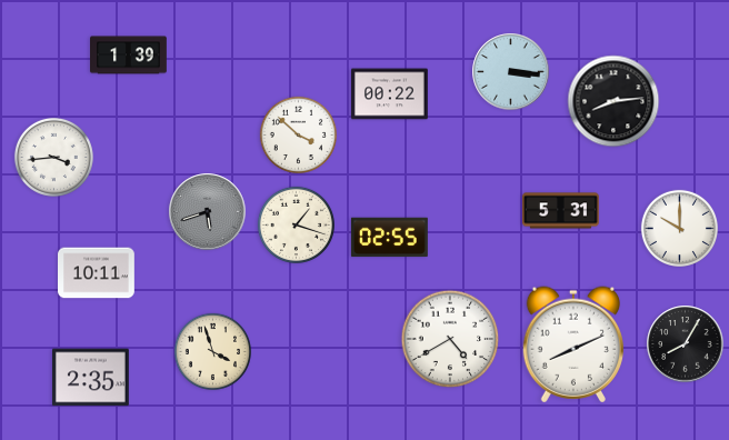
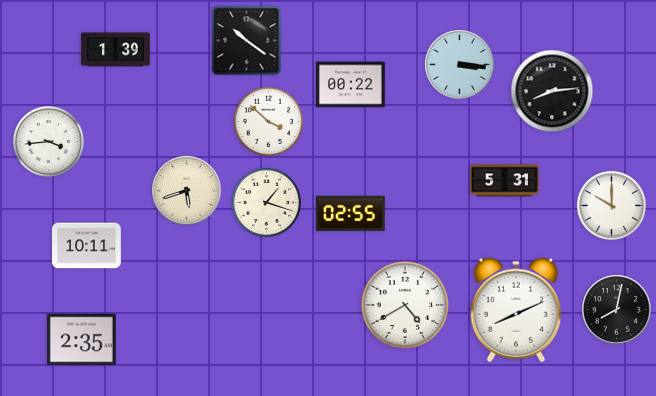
clock at (247, 41): none -> 10:21
clock at (561, 211) position: (561, 211) -> (505, 181)
clock at (208, 212) dial: grey -> cream
clock at (686, 344): 8:05 -> 8:02
clock at (212, 351): 3:57 -> none
